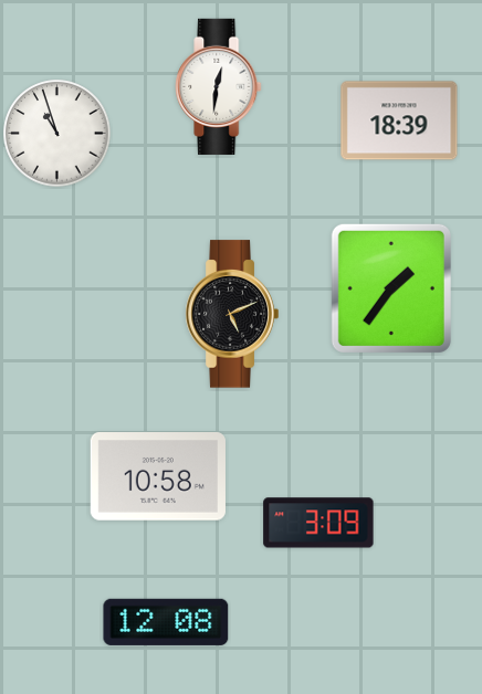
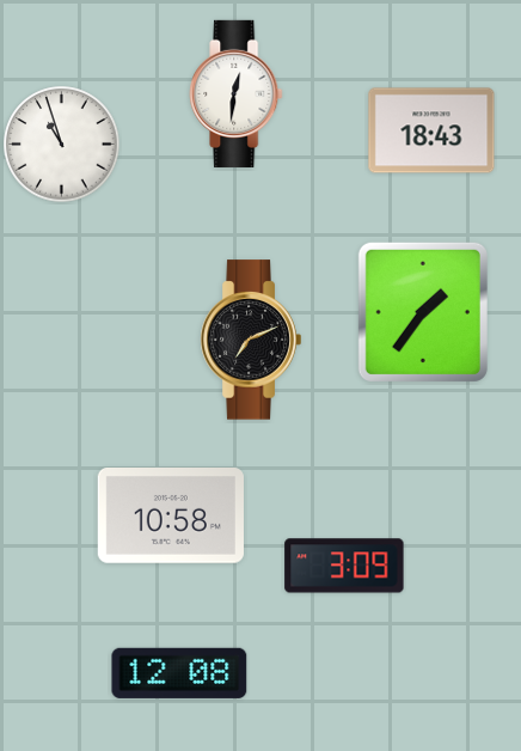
clock at (399, 120): 18:39 -> 18:43
clock at (232, 314): 5:11 -> 7:11
